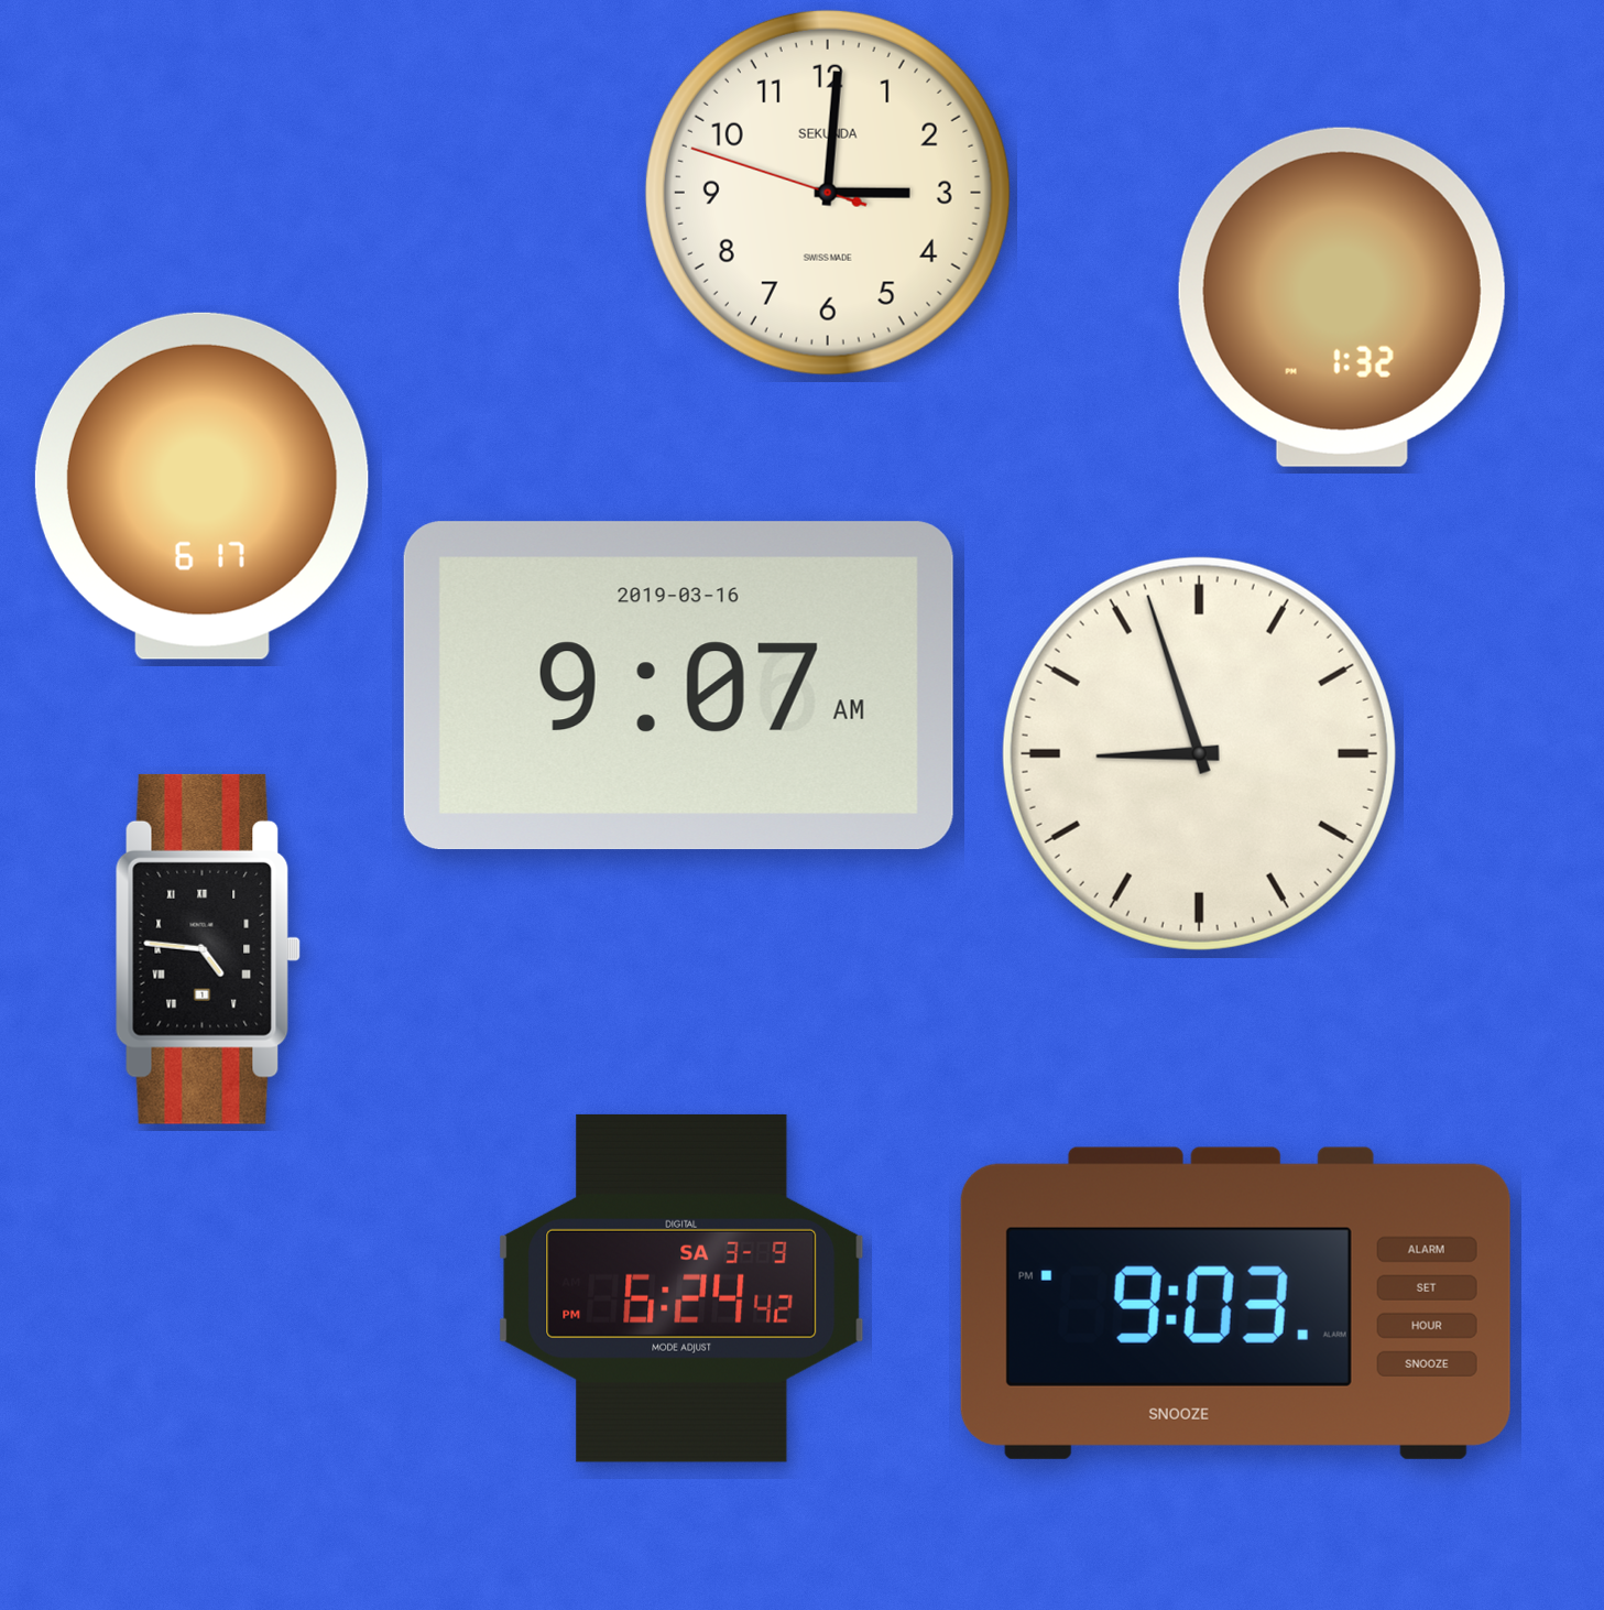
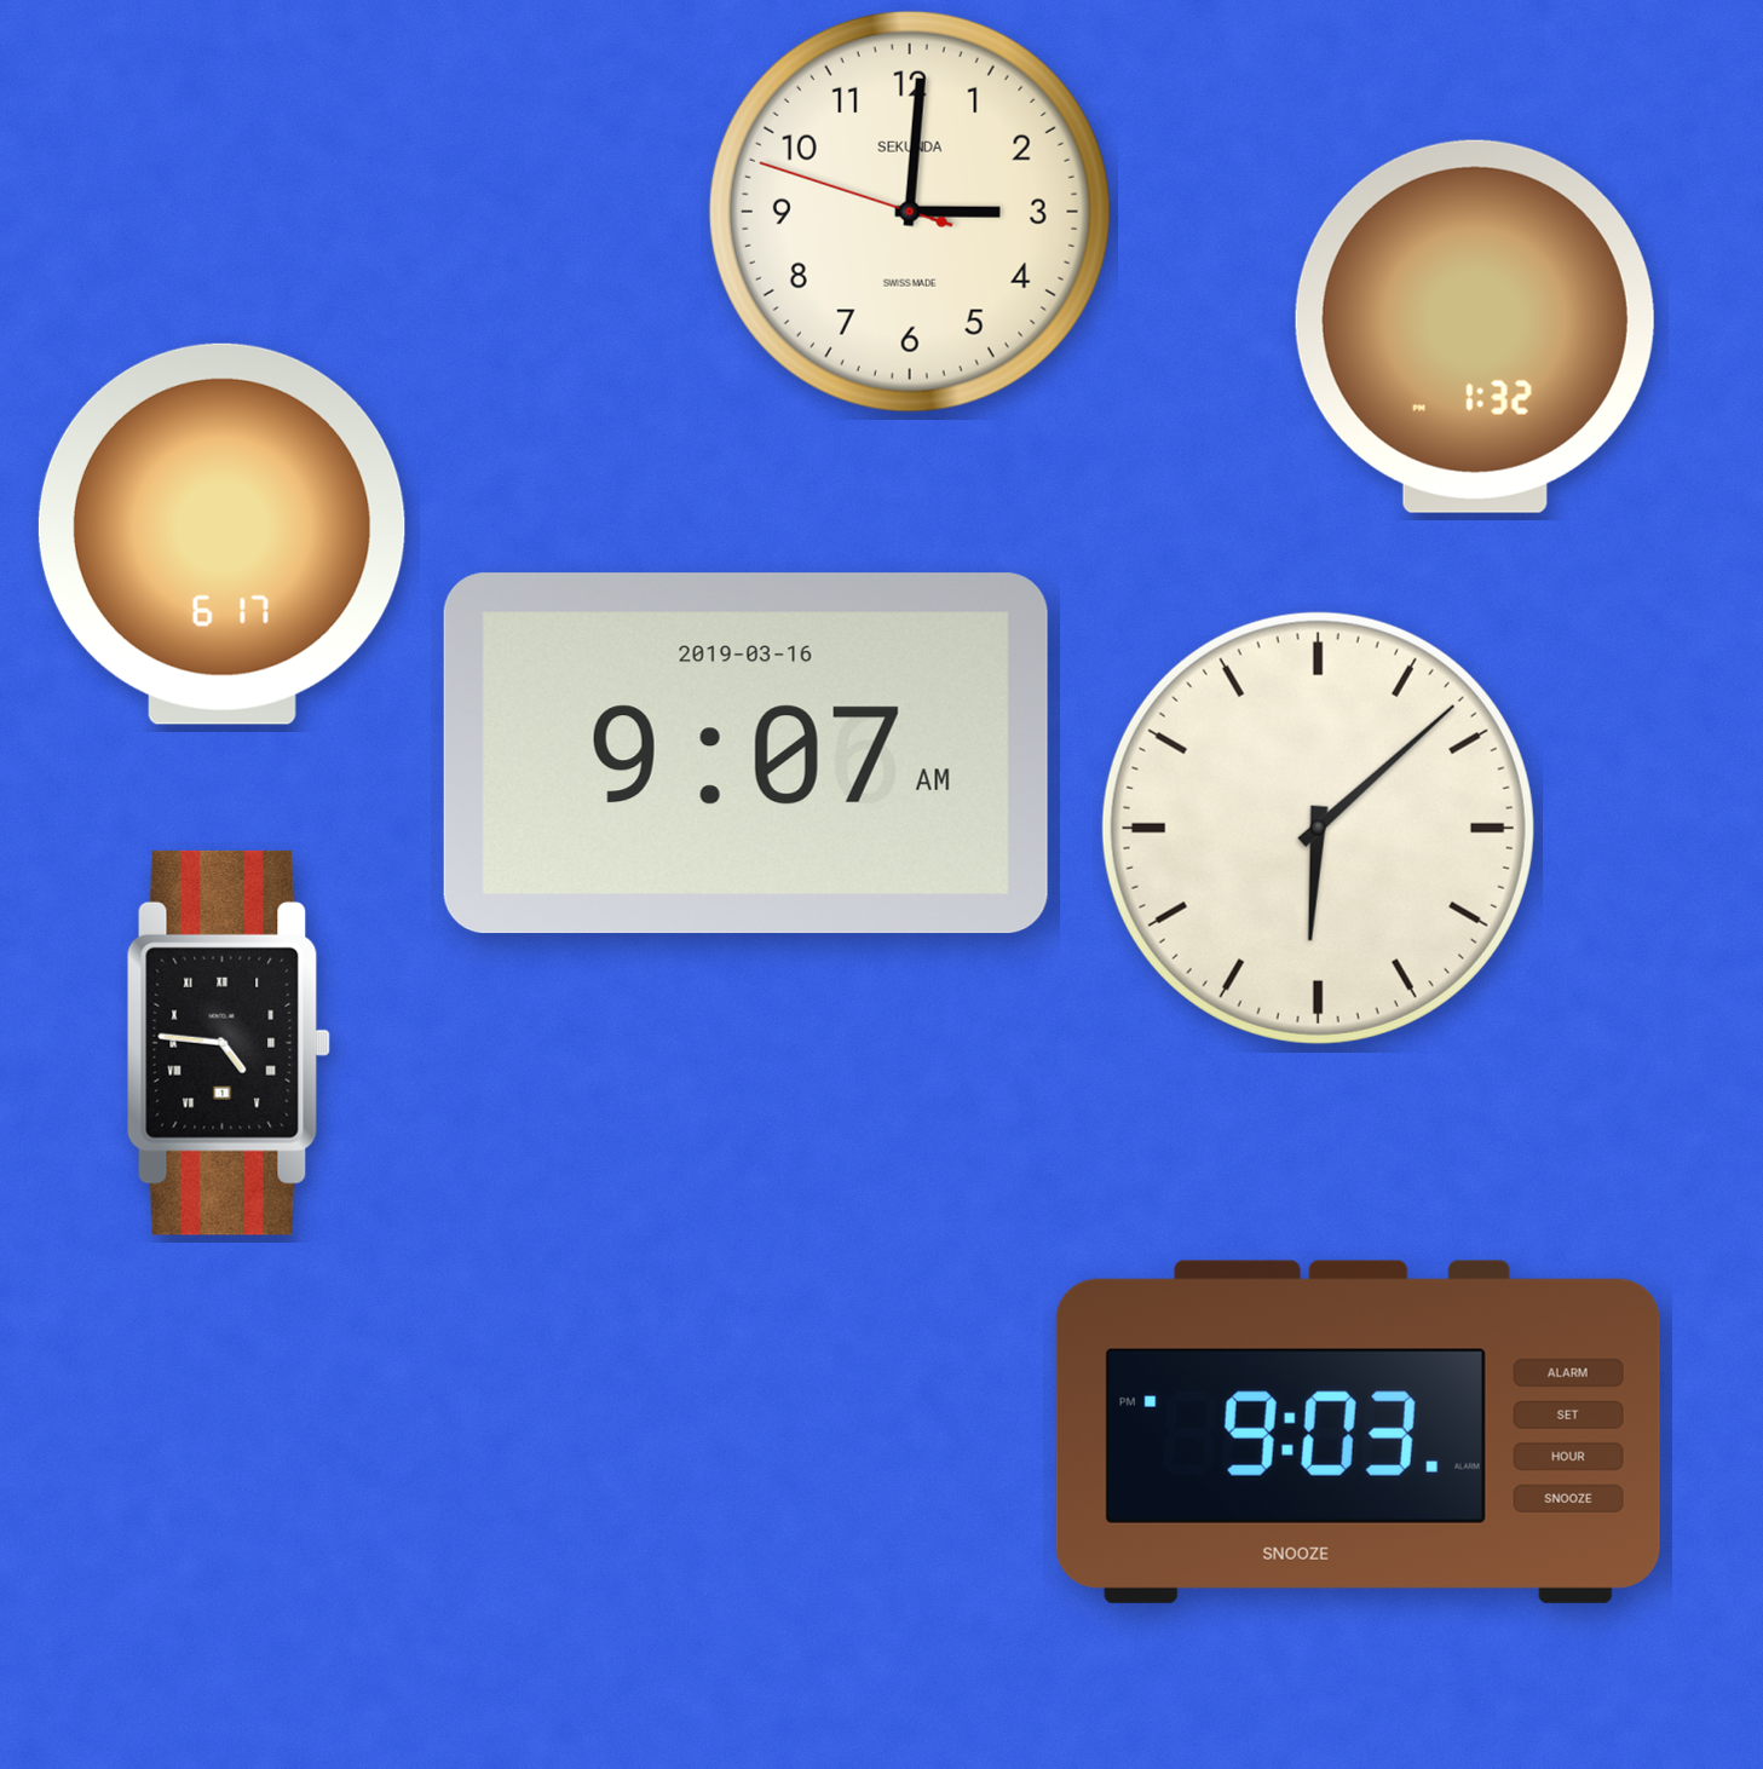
clock at (1199, 753): 8:57 -> 6:08
clock at (681, 1288): 6:24 -> none
